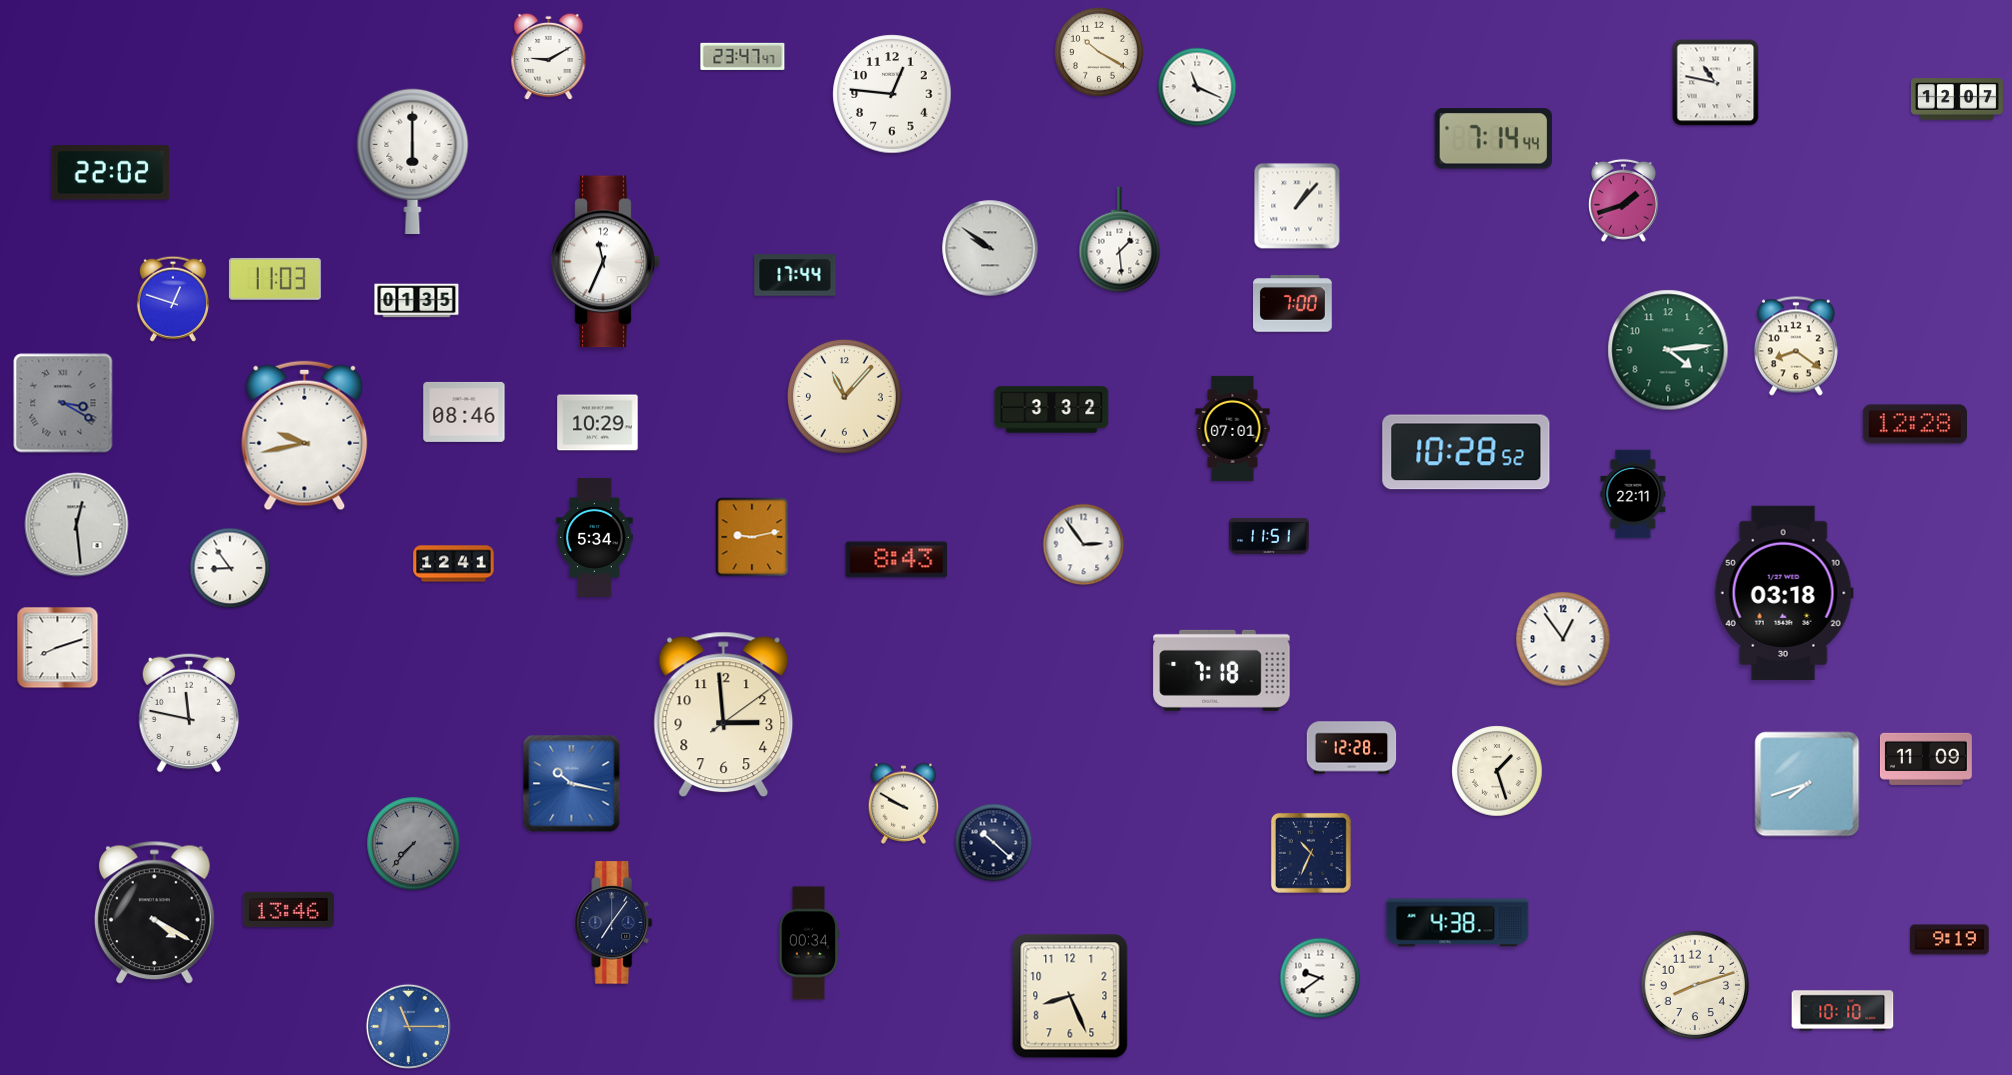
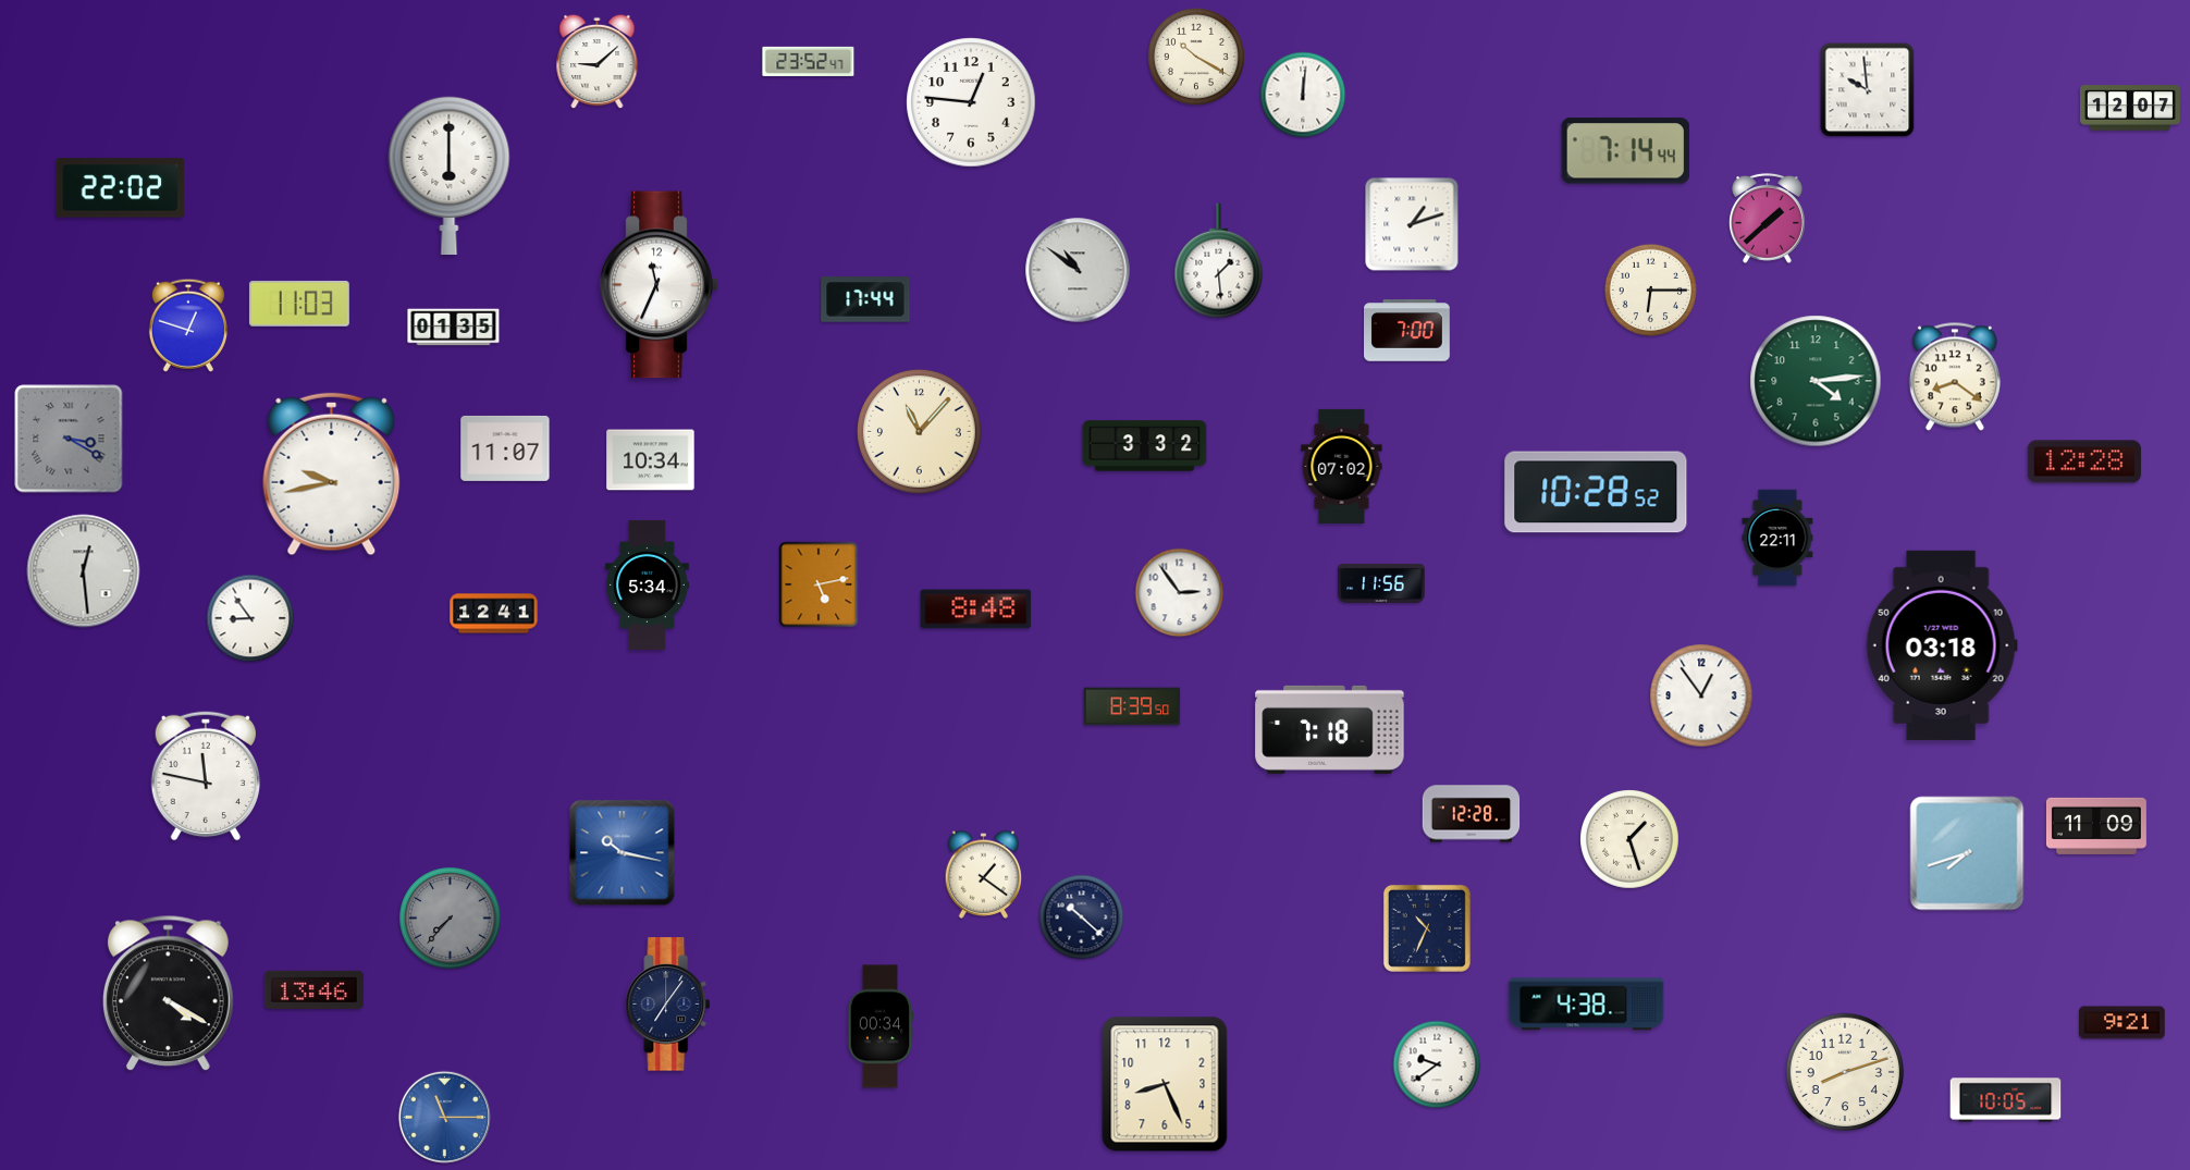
clock at (743, 56): 23:47 -> 23:52
clock at (549, 57): 9:10 -> 9:08
clock at (1716, 83): 10:47 -> 9:59
clock at (1197, 87): 11:19 -> 12:01
clock at (1623, 200): 1:42 -> 1:38
clock at (1297, 206): 1:07 -> 1:12
clock at (990, 248): 9:51 -> 10:51
clock at (1651, 291): none -> 6:15
clock at (464, 412): 08:46 -> 11:07
clock at (598, 423): 10:29 -> 10:34
clock at (1233, 428): 07:01 -> 07:02
clock at (1269, 536): 11:51 -> 11:56
clock at (752, 537): 9:13 -> 5:13
clock at (897, 560): 8:43 -> 8:48
clock at (58, 648): 8:12 -> none
clock at (1132, 706): none -> 8:39
clock at (724, 715): 2:59 -> none
clock at (904, 803): 9:50 -> 1:21
clock at (1950, 940): 9:19 -> 9:21
clock at (1843, 1011): 10:10 -> 10:05
